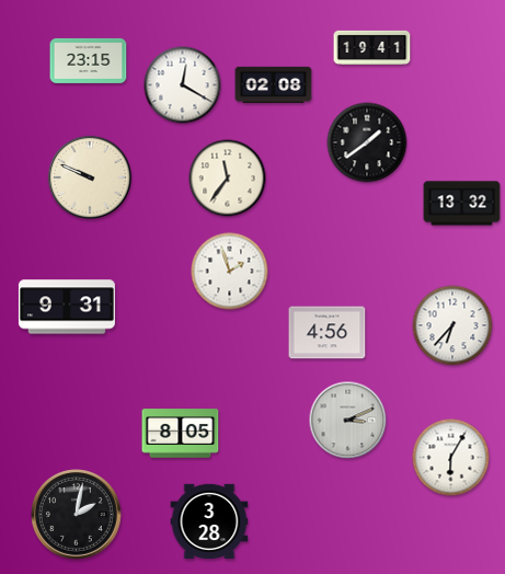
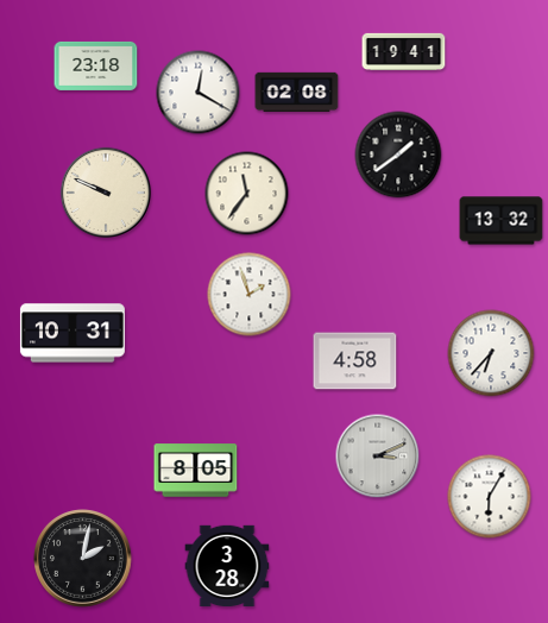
clock at (89, 60): 23:15 -> 23:18
clock at (89, 176) position: (89, 176) -> (105, 191)
clock at (67, 307): 9:31 -> 10:31
clock at (328, 333): 4:56 -> 4:58
